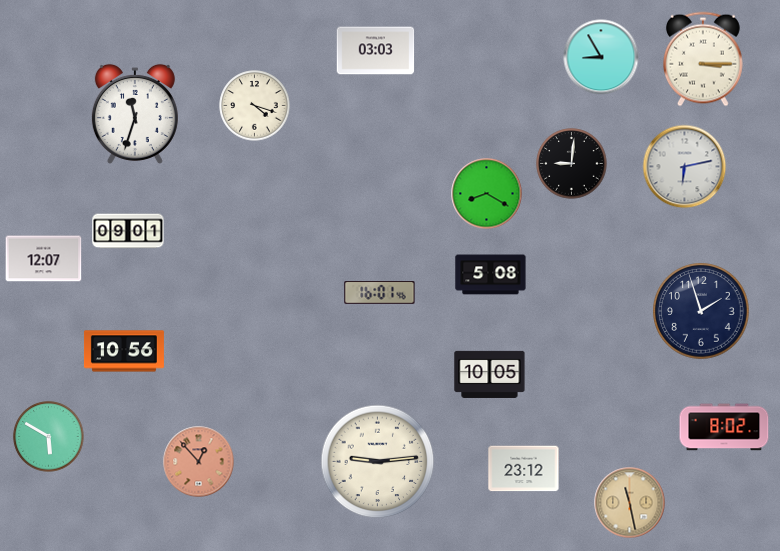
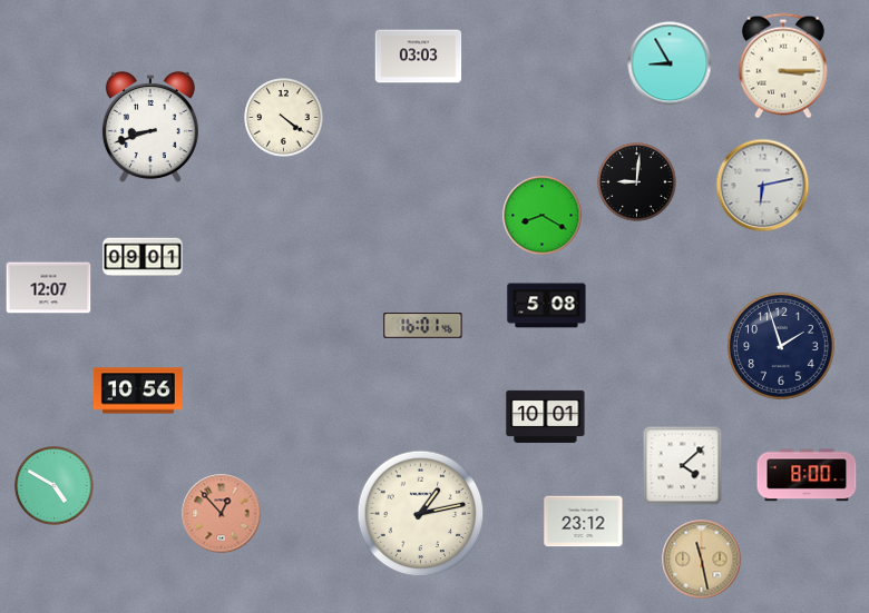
clock at (255, 106): 4:18 -> 4:21
clock at (135, 114): 11:33 -> 8:42
clock at (490, 374): 10:05 -> 10:01
clock at (683, 466): none -> 4:08
clock at (724, 427): 8:02 -> 8:00
clock at (49, 437): 5:50 -> 4:50
clock at (378, 462): 9:14 -> 1:13
